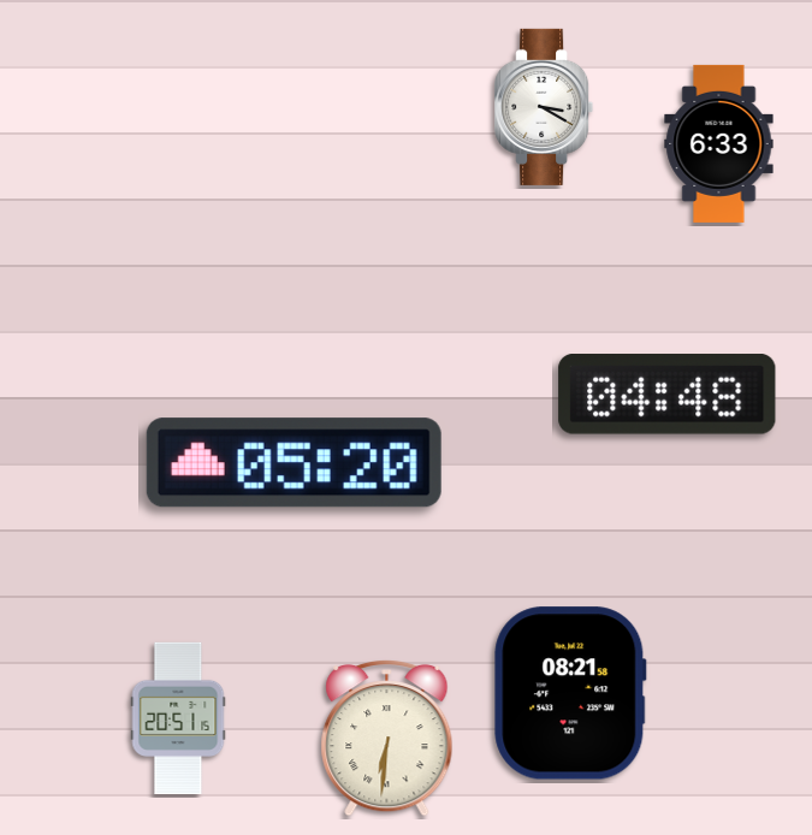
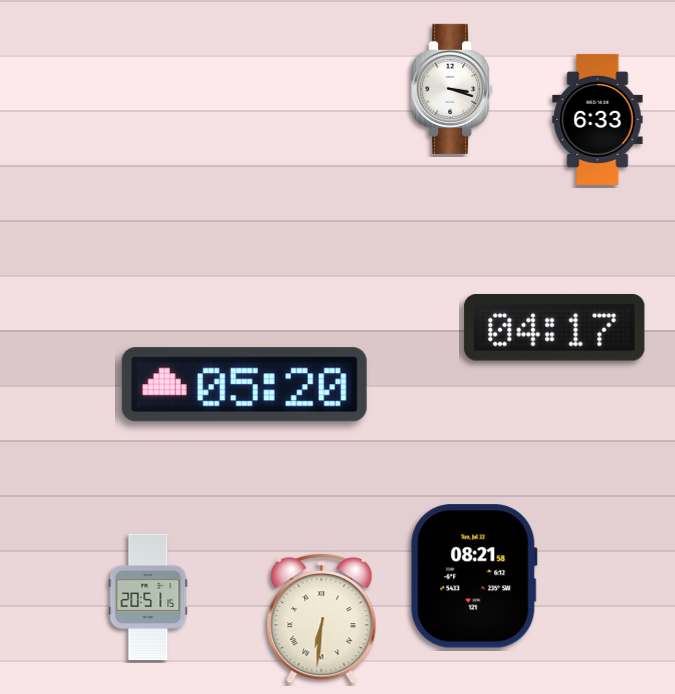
clock at (544, 107): 3:20 -> 3:18
clock at (668, 395): 04:48 -> 04:17
clock at (387, 738) position: (387, 738) -> (322, 618)
